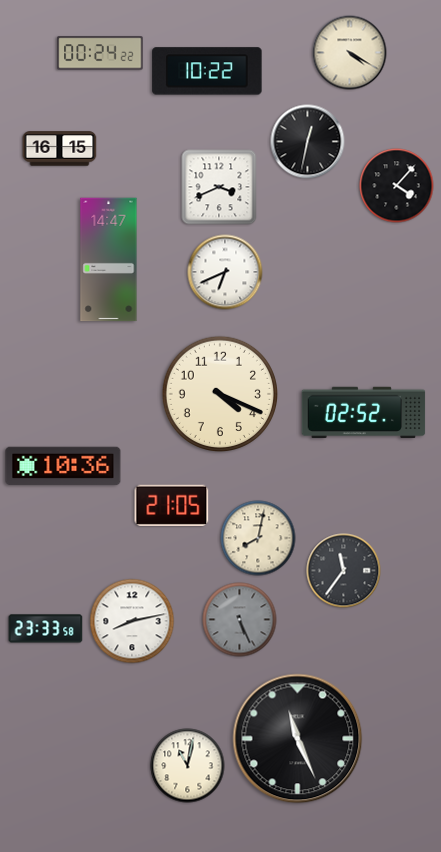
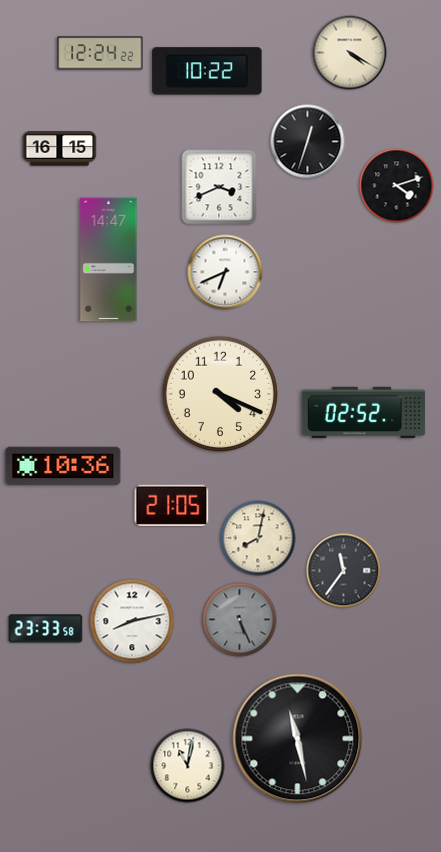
clock at (100, 53): 00:24 -> 12:24
clock at (308, 142): 12:32 -> 12:33
clock at (397, 186): 4:07 -> 4:12
clock at (298, 739): 11:26 -> 11:28
